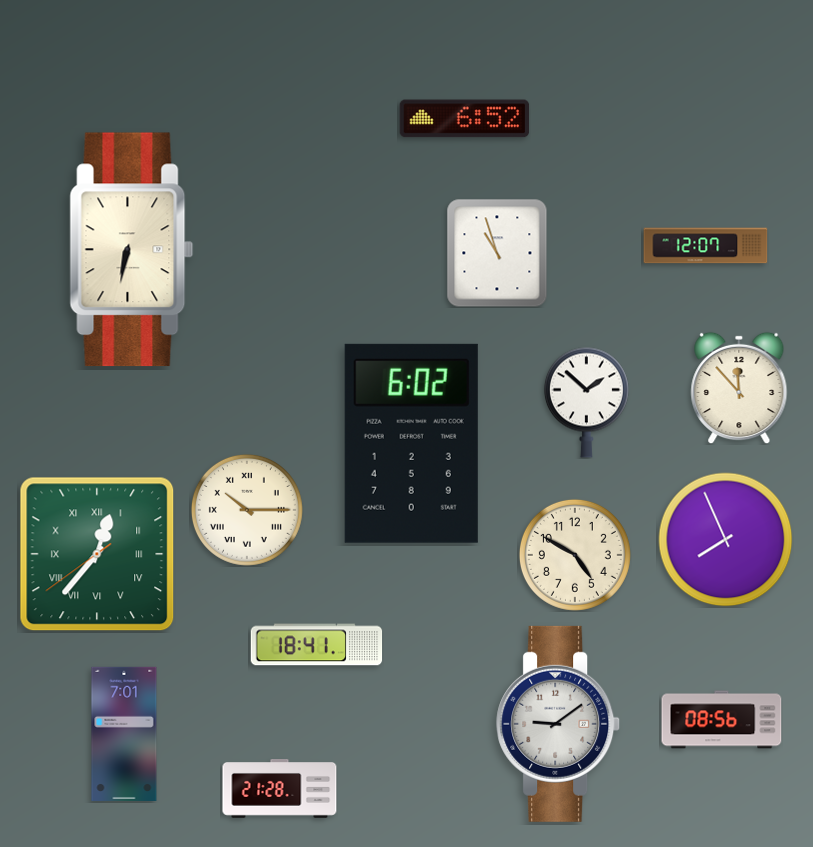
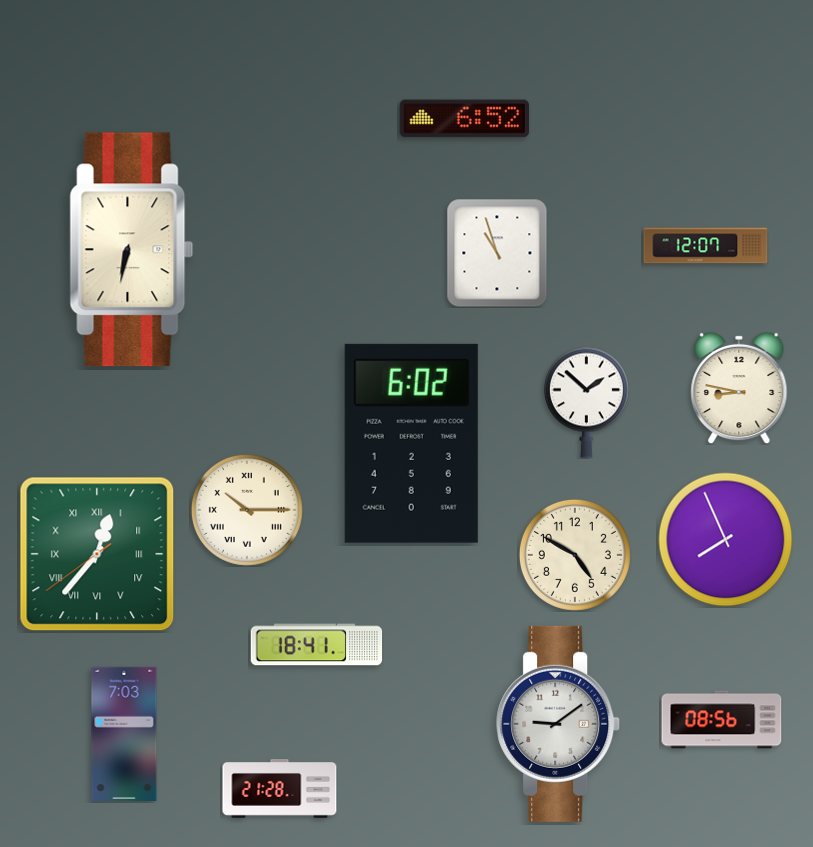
clock at (739, 388): 11:53 -> 8:47
clock at (124, 734): 7:01 -> 7:03
